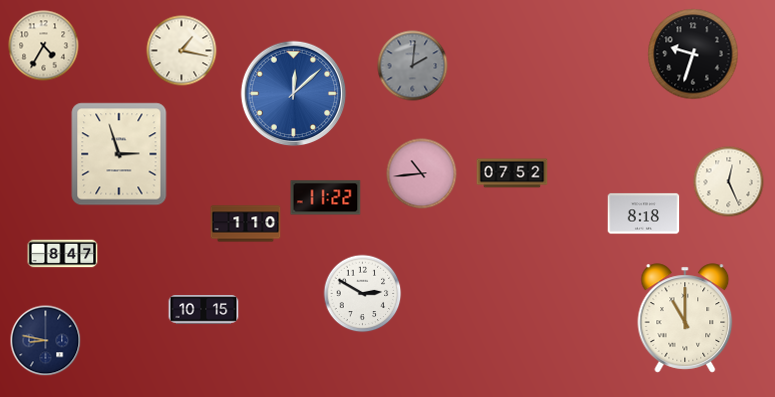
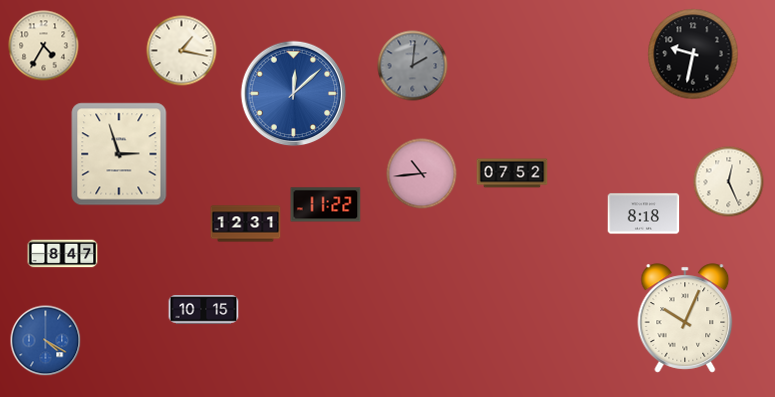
clock at (693, 54): 9:33 -> 9:32
clock at (326, 198) position: (326, 198) -> (326, 205)
clock at (246, 224): 1:10 -> 12:31
clock at (363, 294): 2:50 -> none
clock at (685, 318): 11:00 -> 10:04
clock at (46, 341): 8:47 -> 4:20
clock at (46, 341) dial: navy -> blue
